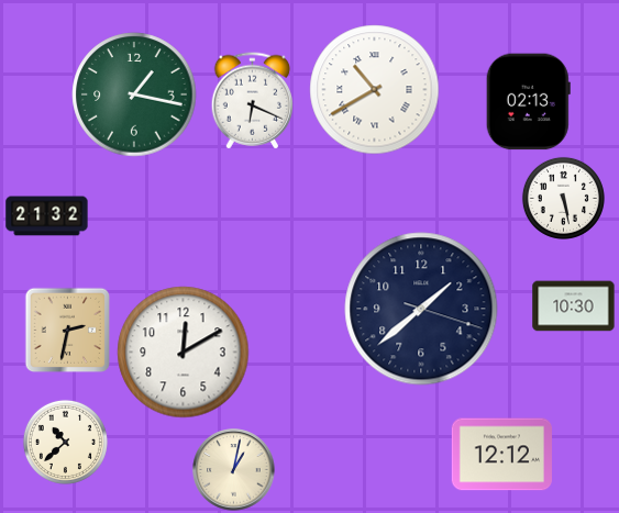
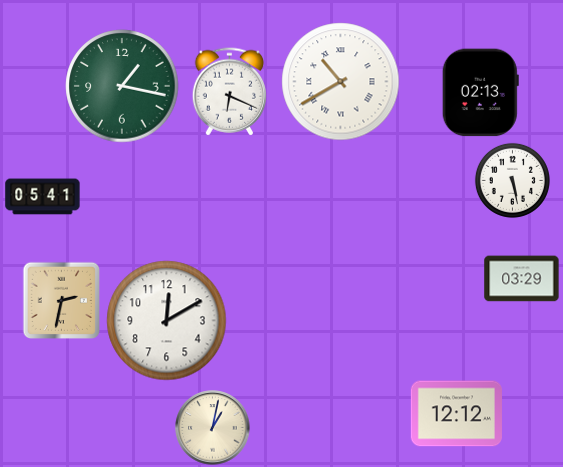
clock at (47, 216): 21:32 -> 05:41
clock at (574, 306): 10:30 -> 03:29
clock at (421, 309): 1:38 -> none
clock at (65, 442): 10:38 -> none
